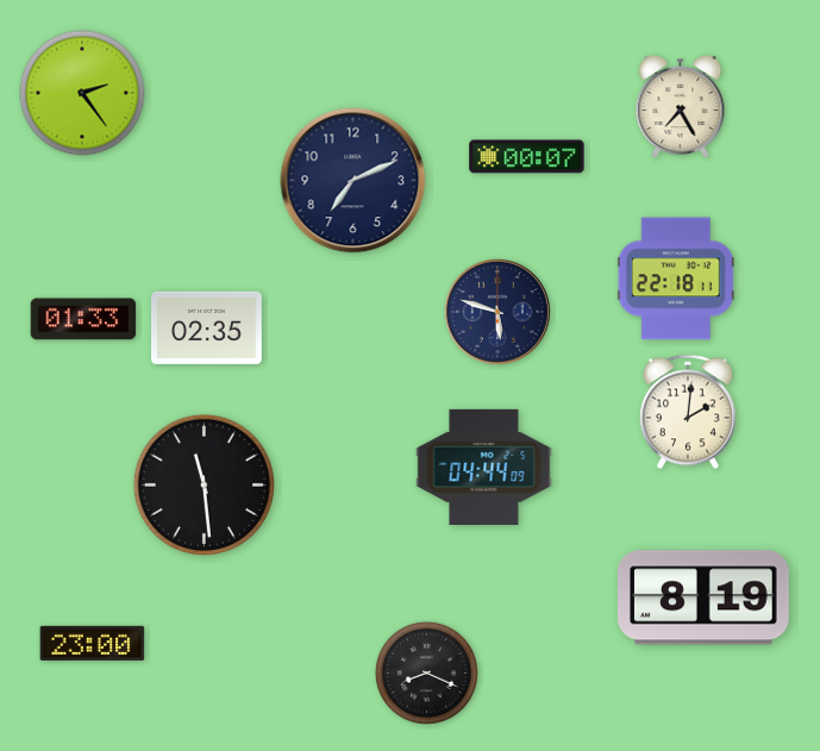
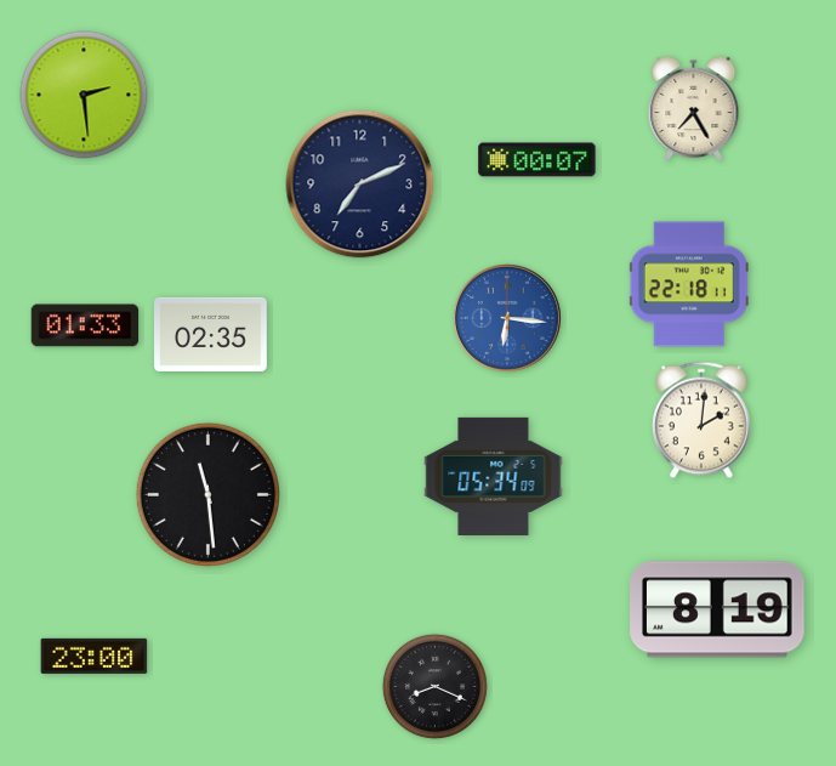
clock at (82, 93): 2:24 -> 2:29
clock at (497, 312): 5:48 -> 6:16
clock at (497, 312) dial: navy -> blue
clock at (484, 467): 04:44 -> 05:34
